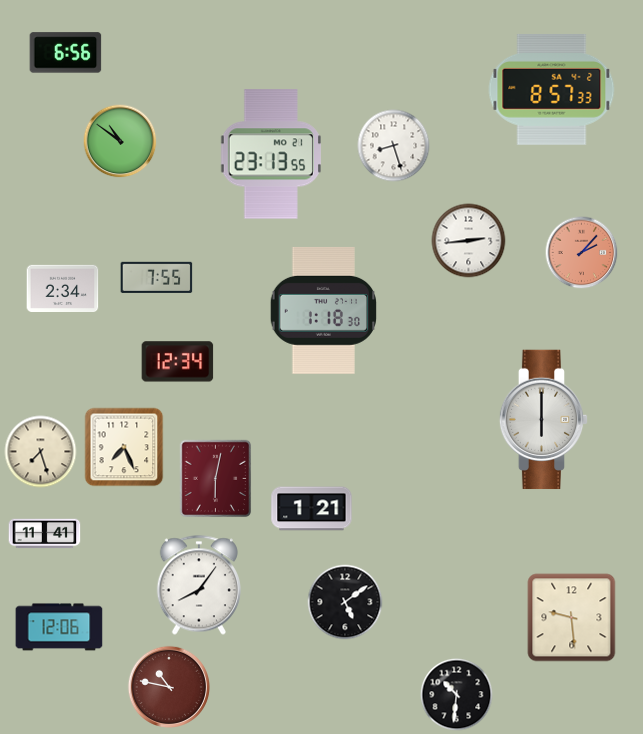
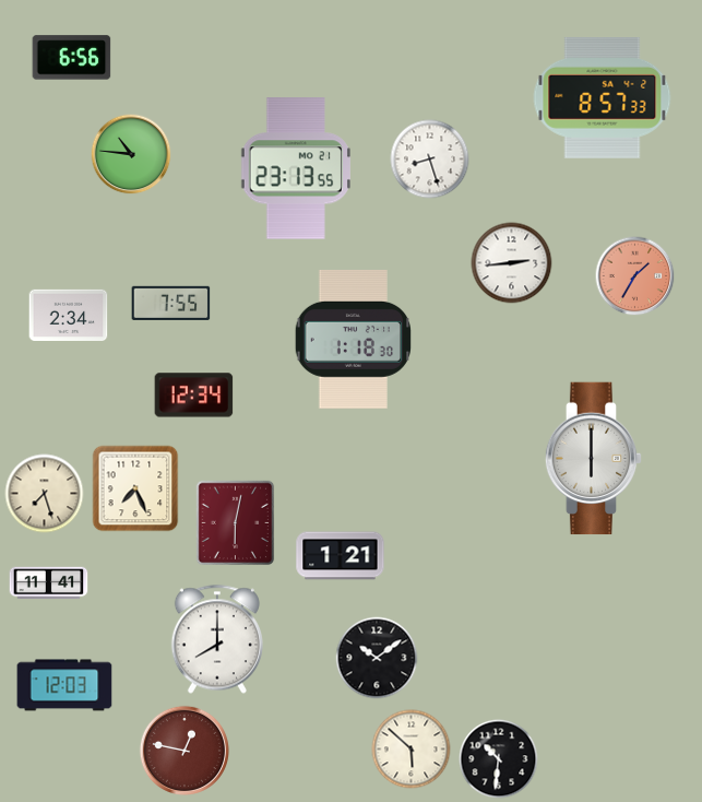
clock at (120, 141): 10:51 -> 10:46
clock at (582, 253): 2:07 -> 1:35
clock at (199, 585): 8:06 -> 8:00
clock at (345, 602): 5:09 -> 10:09
clock at (572, 618): 9:29 -> none
clock at (59, 627): 12:06 -> 12:03
clock at (169, 686): 10:47 -> 12:47
clock at (412, 750): none -> 5:52
